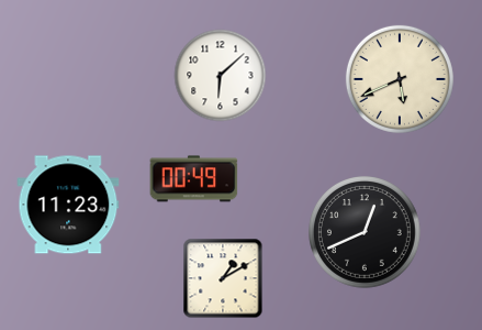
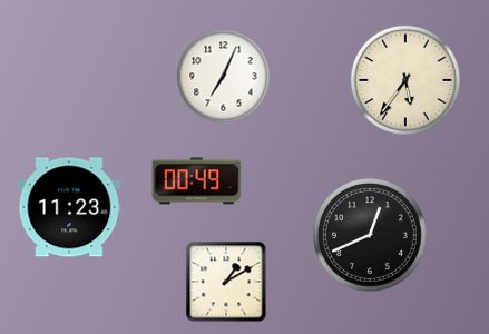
clock at (221, 76): 6:08 -> 7:04
clock at (400, 79): 5:41 -> 5:36
